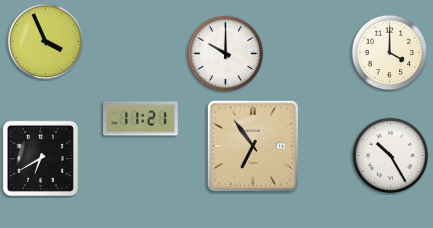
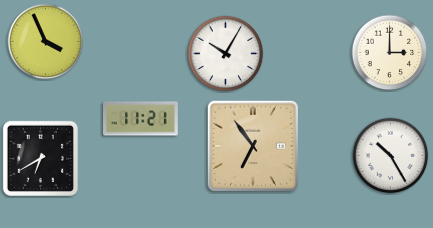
clock at (390, 53): 4:00 -> 3:00
clock at (226, 54): 10:00 -> 10:05
